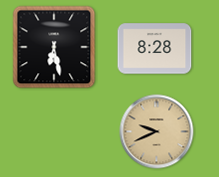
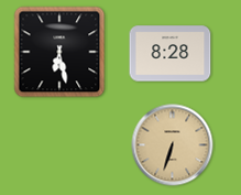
clock at (157, 132): 9:41 -> 6:33
